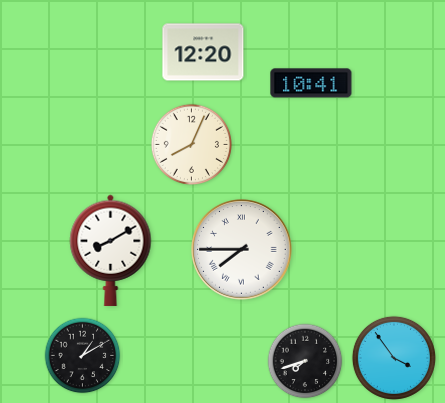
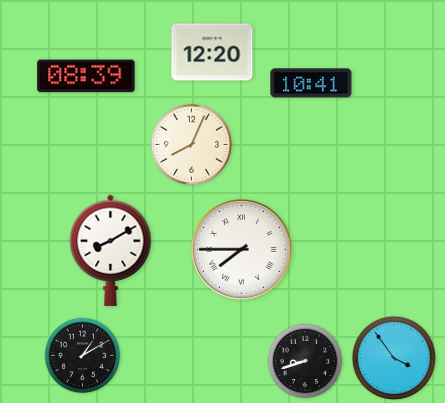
clock at (203, 52) position: (203, 52) -> (212, 52)
clock at (86, 76): none -> 08:39
clock at (305, 361): 7:42 -> 8:42
